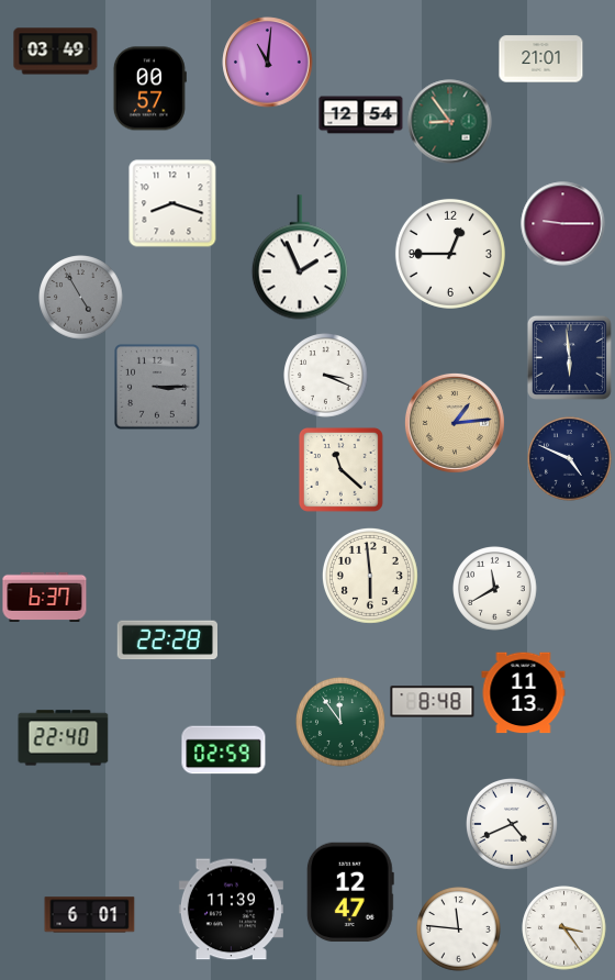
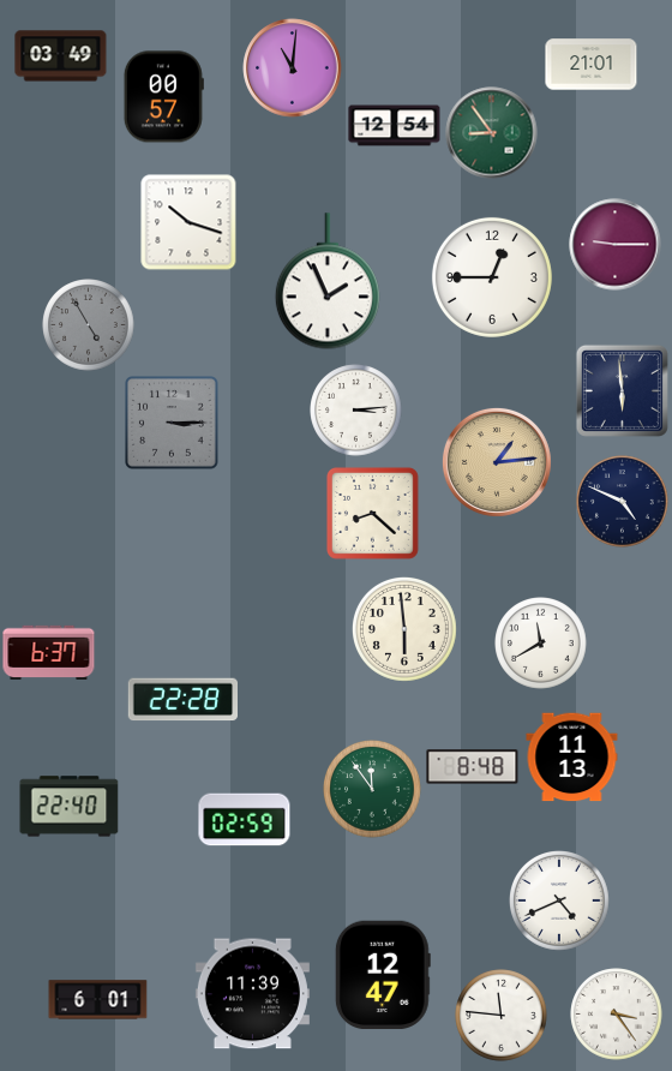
clock at (172, 203): 8:18 -> 10:18
clock at (326, 376): 3:19 -> 3:14
clock at (340, 469): 11:22 -> 8:22
